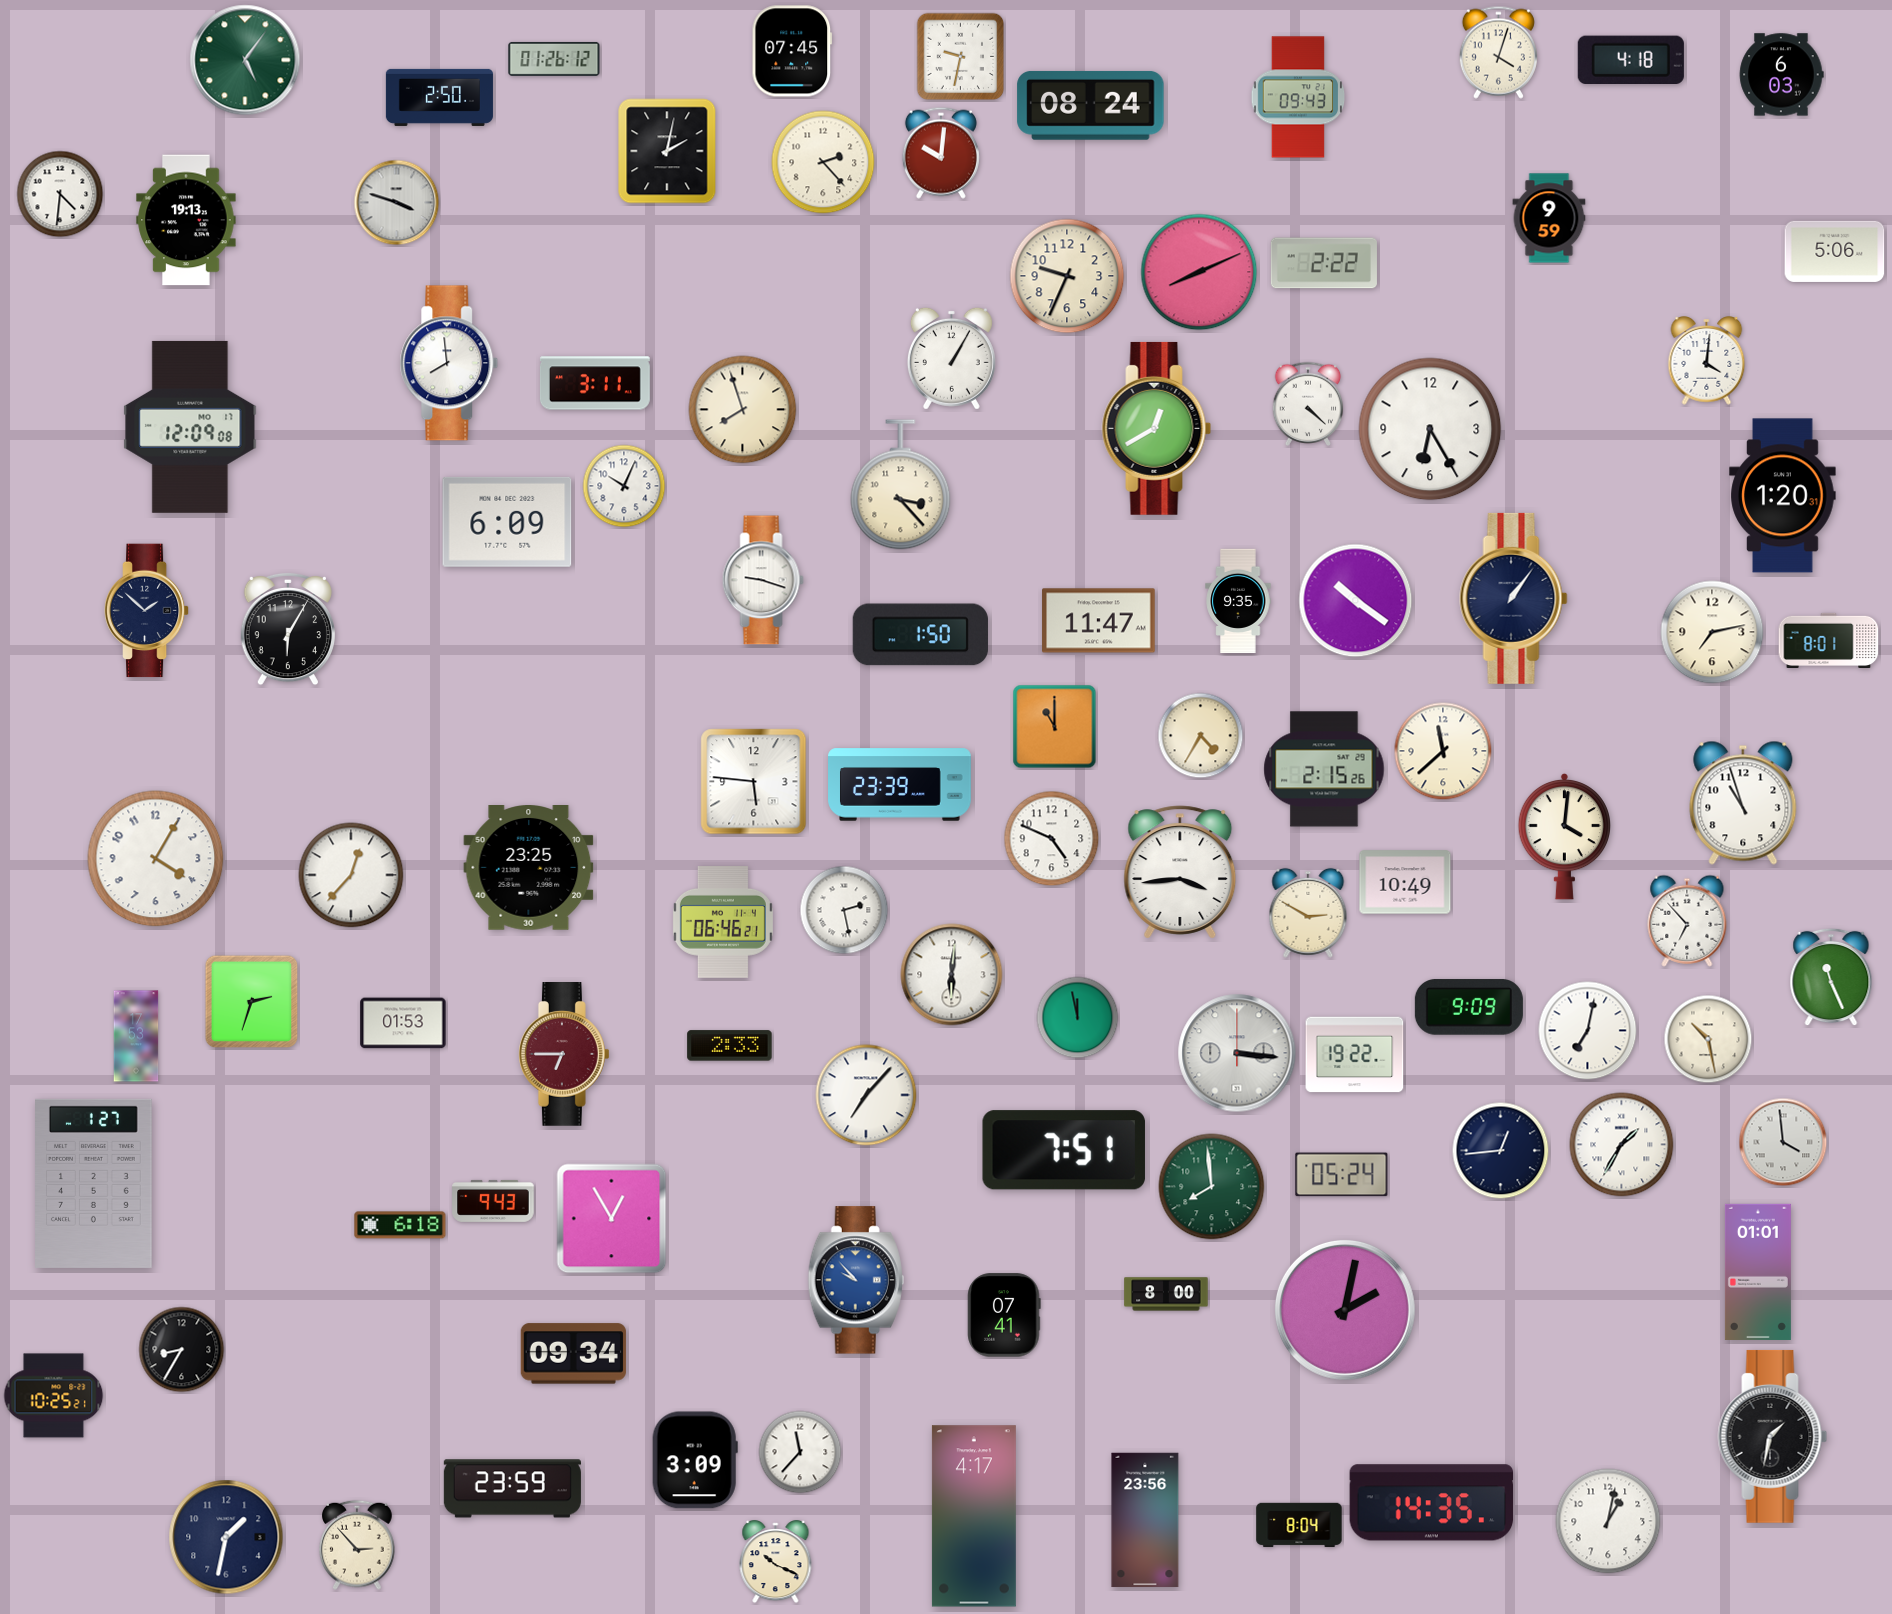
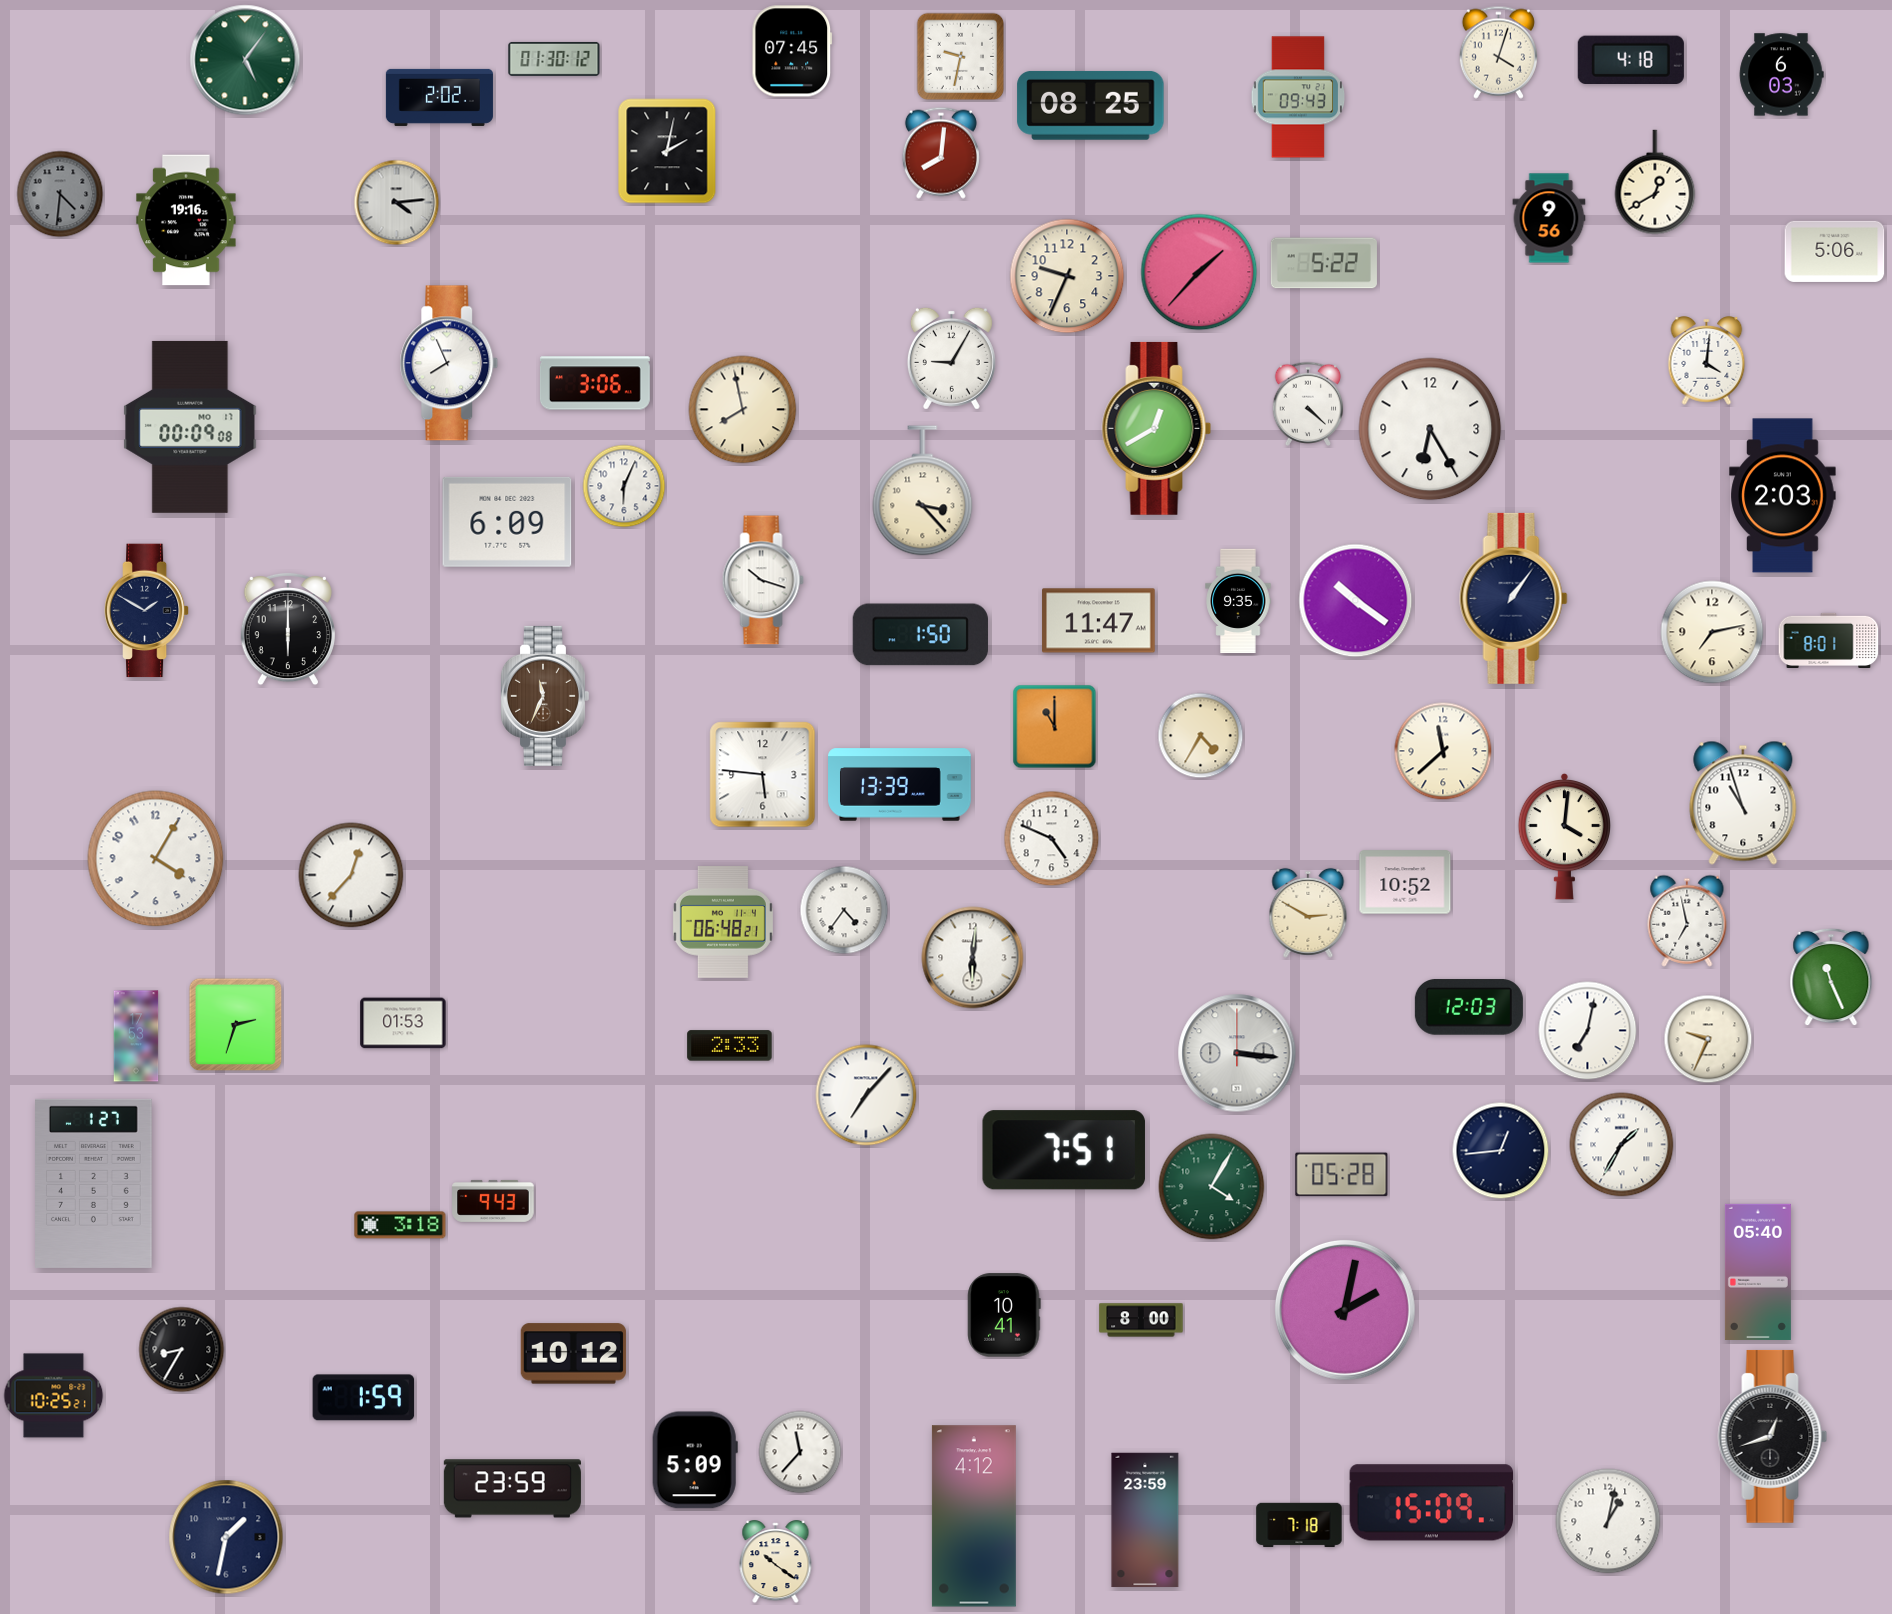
clock at (554, 59): 01:26 -> 01:30
clock at (439, 97): 2:50 -> 2:02
clock at (1091, 106): 08:24 -> 08:25
clock at (941, 153): 10:01 -> 8:01
clock at (823, 162): 2:23 -> none
clock at (1655, 182): none -> 12:40
clock at (60, 194) dial: white -> grey
clock at (397, 203): 3:48 -> 4:14
clock at (1549, 218): 9:59 -> 9:56
clock at (186, 220): 19:13 -> 19:16
clock at (1324, 263): 2:22 -> 5:22
clock at (1199, 272): 8:11 -> 1:37
clock at (951, 358): 1:05 -> 9:05
clock at (449, 363): 7:59 -> 7:56
clock at (595, 383): 3:11 -> 3:06
clock at (743, 410): 7:57 -> 7:58
clock at (190, 427): 12:09 -> 00:09
clock at (901, 485) position: (901, 485) -> (923, 491)
clock at (624, 486): 10:04 -> 6:04
clock at (1783, 496): 1:20 -> 2:03
clock at (763, 580): 9:18 -> 10:18
clock at (147, 611): 1:52 -> 1:50
clock at (288, 629): 6:05 -> 6:00
clock at (544, 696): none -> 11:34
clock at (1324, 769): 2:15 -> none
clock at (754, 782) position: (754, 782) -> (763, 775)
clock at (900, 785): 23:39 -> 13:39
clock at (529, 868): 23:25 -> none
clock at (1180, 872): 3:44 -> none
clock at (1405, 882): 10:49 -> 10:52
clock at (844, 910): 2:28 -> 4:36
clock at (1687, 921): 6:53 -> 6:58
clock at (723, 923): 06:46 -> 06:48
clock at (952, 975) position: (952, 975) -> (973, 958)
clock at (252, 1002) position: (252, 1002) -> (236, 1025)
clock at (1469, 1007): 9:09 -> 12:03
clock at (1078, 1018): 11:58 -> none
clock at (1708, 1039): 10:28 -> 9:34
clock at (565, 1054): 6:45 -> none
clock at (1355, 1055): 19:22 -> none
clock at (1783, 1142): 3:59 -> none
clock at (1342, 1175): 05:24 -> 05:28
clock at (1212, 1187): 7:59 -> 4:05
clock at (612, 1219): 12:55 -> none
clock at (400, 1225): 6:18 -> 3:18
clock at (1758, 1272): 01:01 -> 05:40
clock at (856, 1280): 9:53 -> none
clock at (1166, 1294) position: (1166, 1294) -> (1141, 1320)
clock at (1004, 1315): 07:41 -> 10:41
clock at (573, 1354): 09:34 -> 10:12
clock at (364, 1398): none -> 1:59
clock at (1773, 1436): 1:32 -> 12:42
clock at (695, 1460): 3:09 -> 5:09
clock at (1432, 1503): 14:35 -> 15:09
clock at (974, 1516): 4:17 -> 4:12
clock at (1145, 1520): 23:56 -> 23:59
clock at (1299, 1525): 8:04 -> 7:18
clock at (358, 1545): 2:53 -> none
clock at (776, 1562): 10:19 -> 10:21
